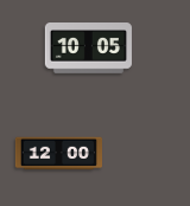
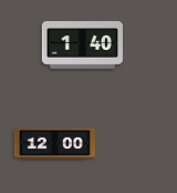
clock at (88, 49): 10:05 -> 1:40
